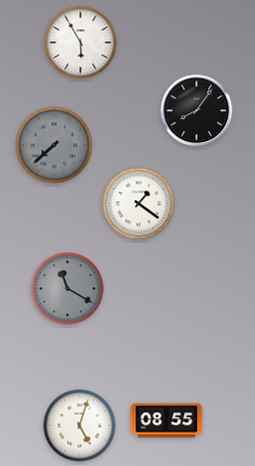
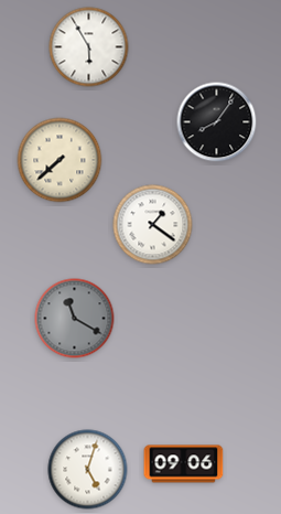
clock at (54, 145) dial: grey -> cream
clock at (167, 421): 08:55 -> 09:06
